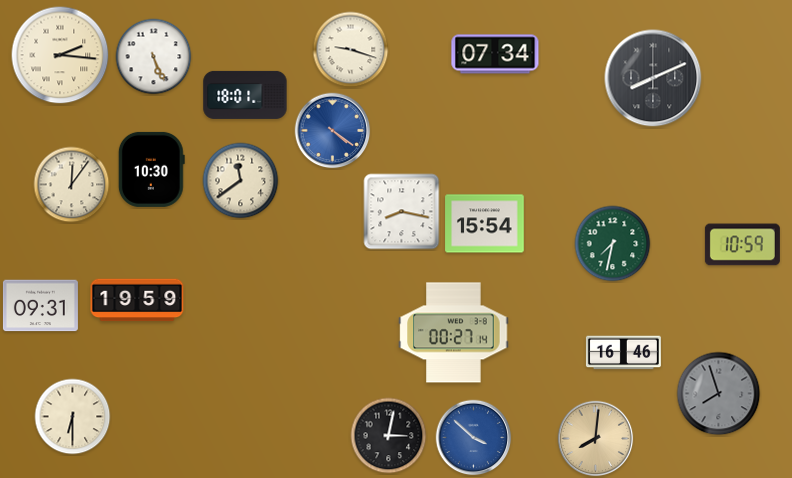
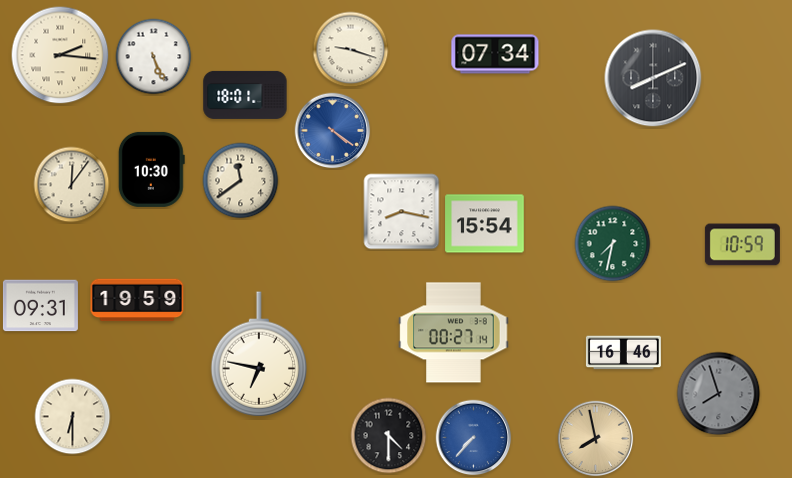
clock at (259, 354): none -> 6:47
clock at (389, 436): 3:02 -> 4:30
clock at (474, 438): 3:52 -> 7:37
clock at (596, 439): 8:01 -> 7:58
